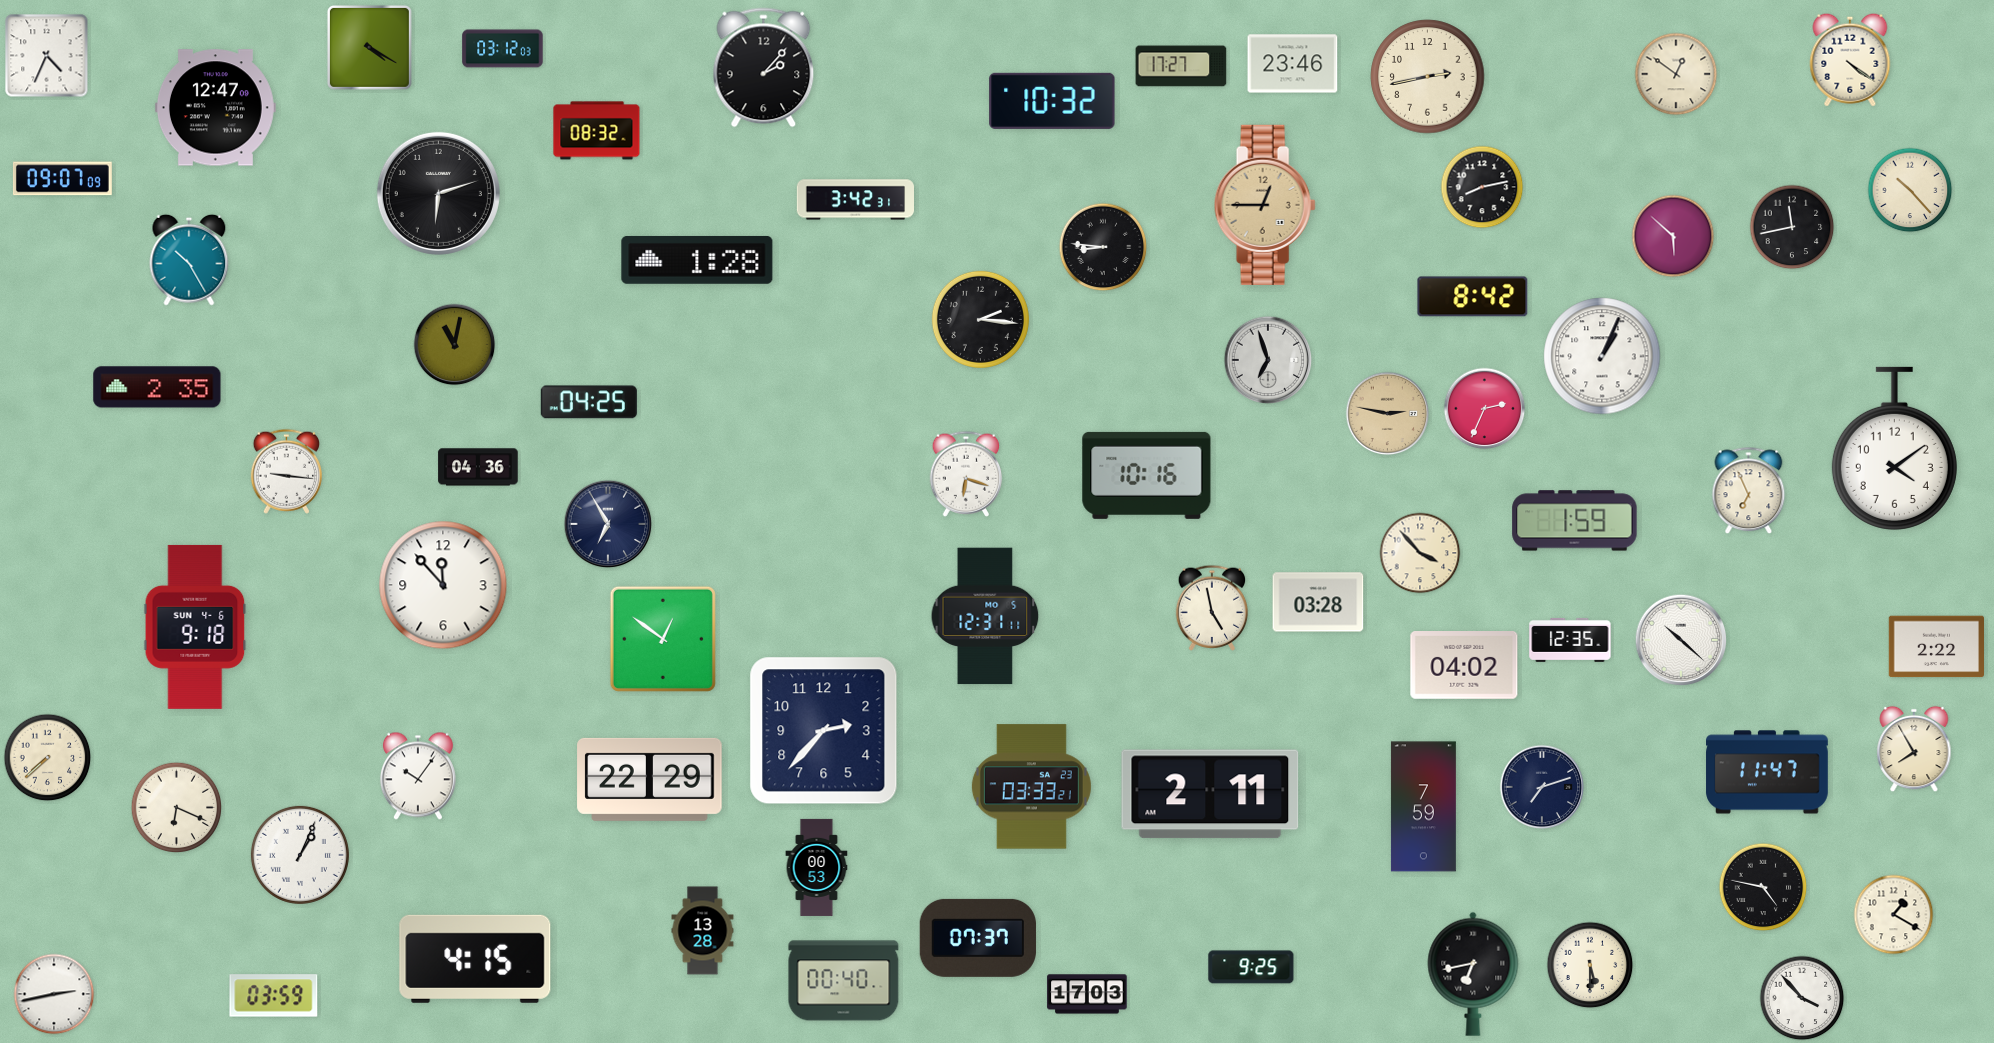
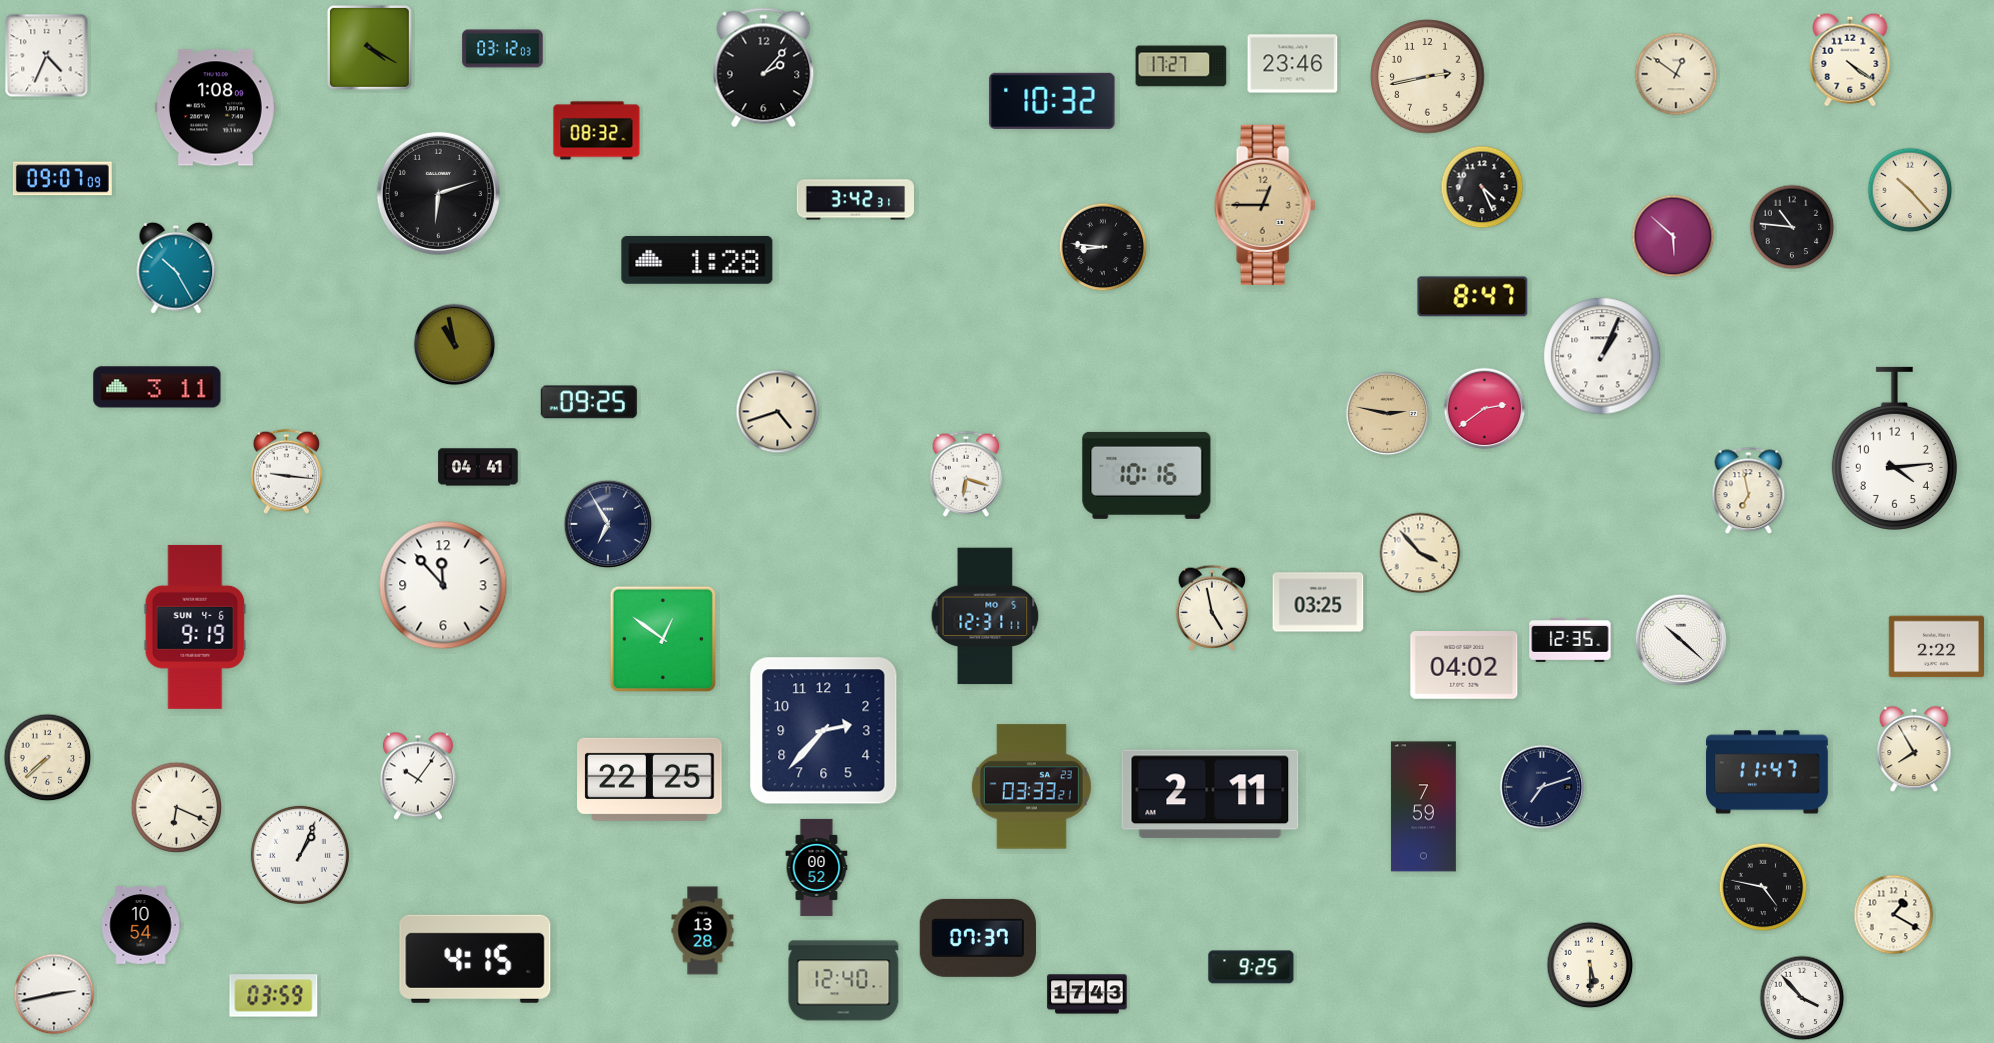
clock at (215, 108): 12:47 -> 1:08
clock at (1482, 187): 8:13 -> 4:26
clock at (1792, 227): 11:43 -> 10:46
clock at (189, 260) position: (189, 260) -> (176, 268)
clock at (1473, 297): 8:42 -> 8:47
clock at (980, 319): 2:16 -> none
clock at (455, 345): 11:02 -> 10:58
clock at (1268, 360): 6:57 -> none
clock at (157, 387): 2:35 -> 3:11
clock at (589, 402): 04:25 -> 09:25
clock at (1485, 409): 2:34 -> 2:39
clock at (778, 412): none -> 4:42
clock at (1894, 448): 4:09 -> 4:14
clock at (478, 467): 04:36 -> 04:41
clock at (1749, 491): 6:56 -> 6:58
clock at (1575, 521): 1:59 -> none
clock at (1318, 602): 03:28 -> 03:25
clock at (195, 627): 9:18 -> 9:19
clock at (650, 779): 22:29 -> 22:25
clock at (817, 867): 00:53 -> 00:52
clock at (141, 925): none -> 10:54
clock at (1473, 974): 6:43 -> none
clock at (844, 981): 00:40 -> 12:40
clock at (1087, 994): 17:03 -> 17:43
